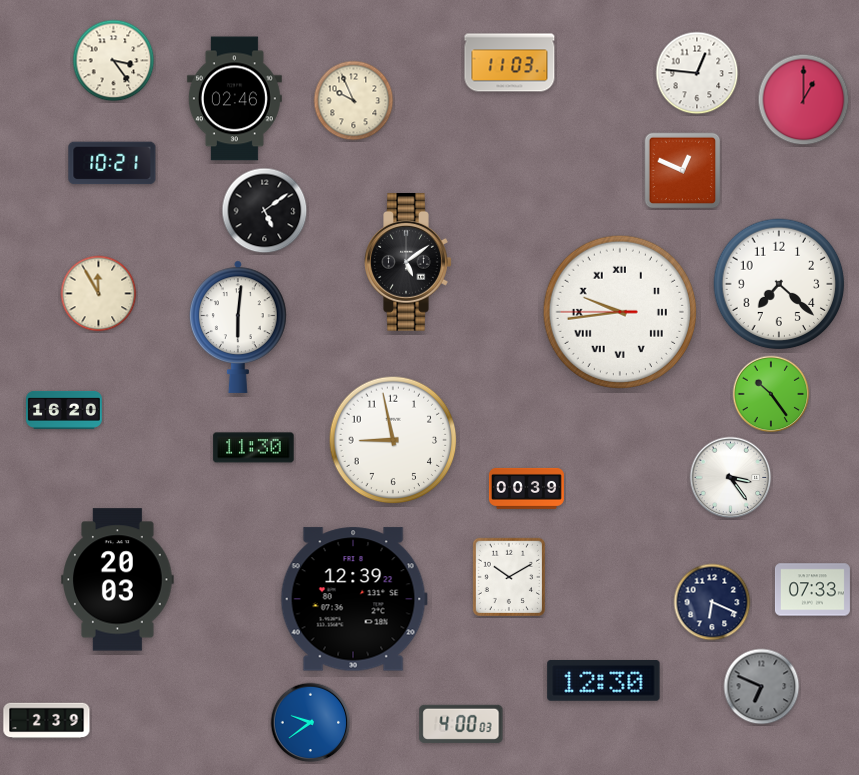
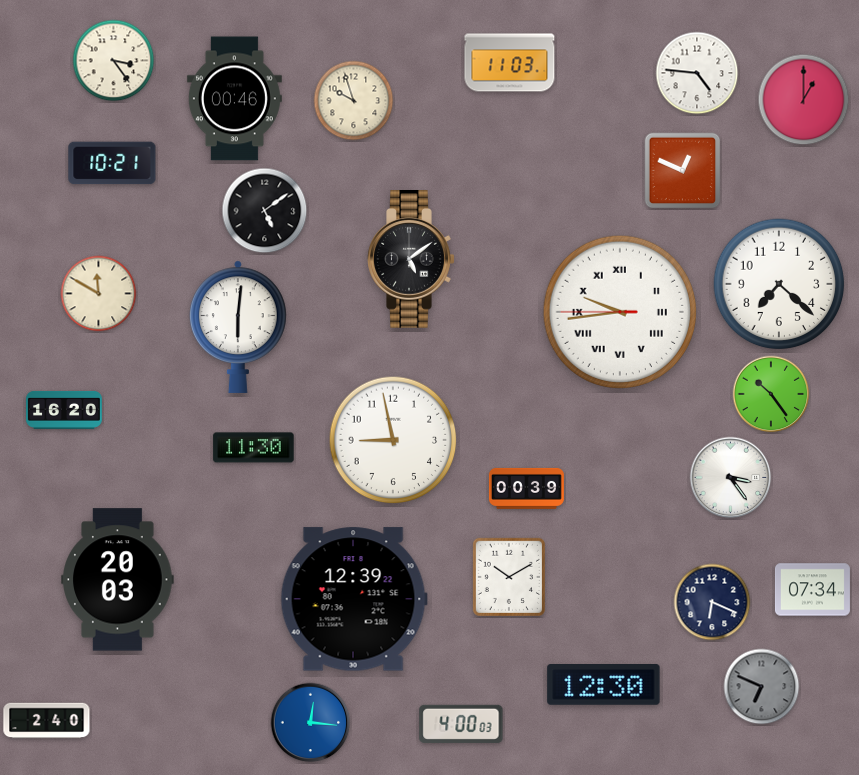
clock at (697, 73): 12:46 -> 4:46
clock at (234, 99): 02:46 -> 00:46
clock at (354, 101): 9:56 -> 9:57
clock at (408, 263) position: (408, 263) -> (411, 260)
clock at (99, 294): 11:55 -> 11:50
clock at (812, 590): 07:33 -> 07:34
clock at (604, 681) position: (604, 681) -> (604, 685)
clock at (47, 721): 2:39 -> 2:40
clock at (311, 723): 9:39 -> 12:16
